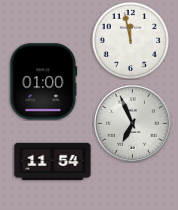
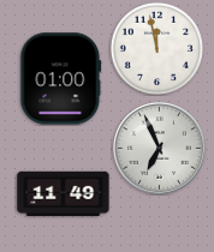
clock at (44, 82) position: (44, 82) -> (61, 79)
clock at (53, 162): 11:54 -> 11:49
